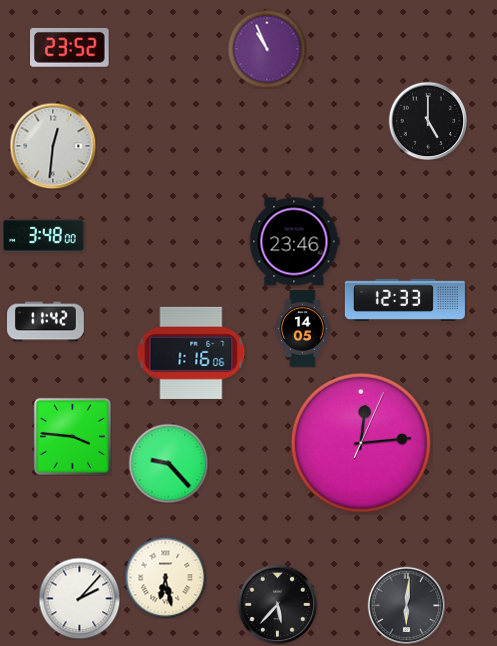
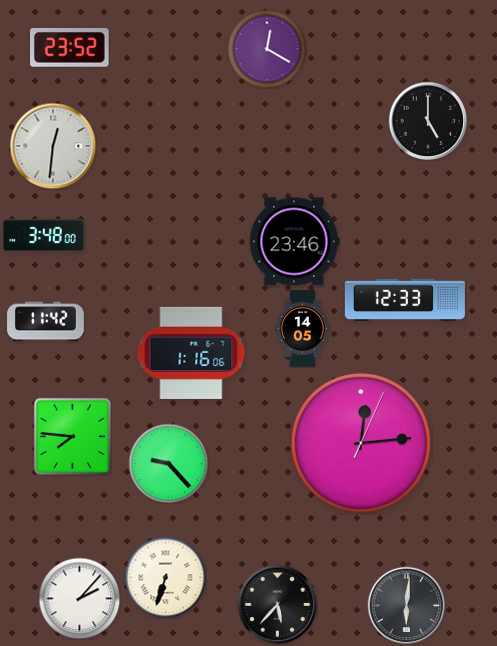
clock at (267, 49): 10:56 -> 12:20
clock at (72, 436): 3:46 -> 7:46
clock at (165, 577): 6:28 -> 6:33
